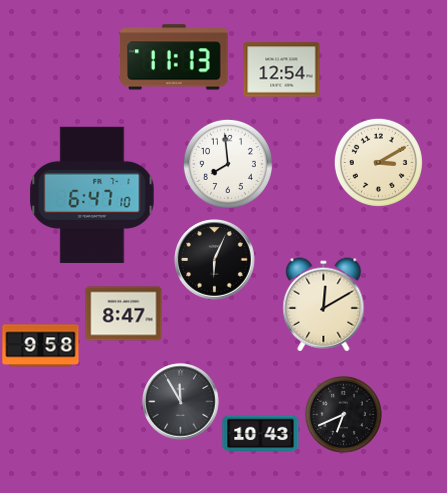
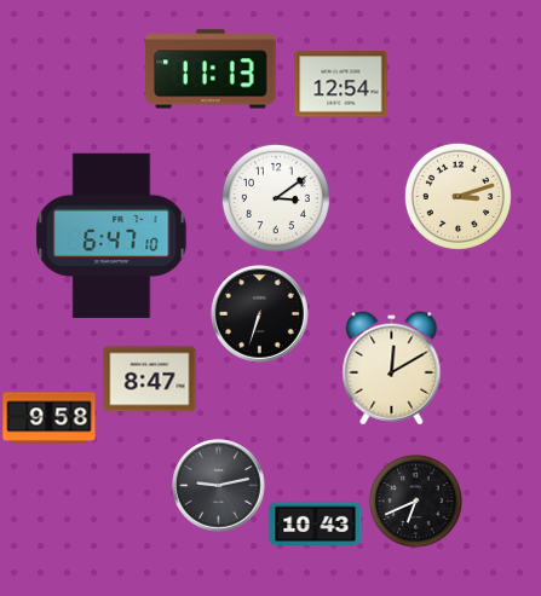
clock at (378, 162): 3:10 -> 3:12
clock at (228, 164): 7:59 -> 3:09
clock at (215, 260): 6:04 -> 6:33
clock at (181, 402): 11:55 -> 9:13
